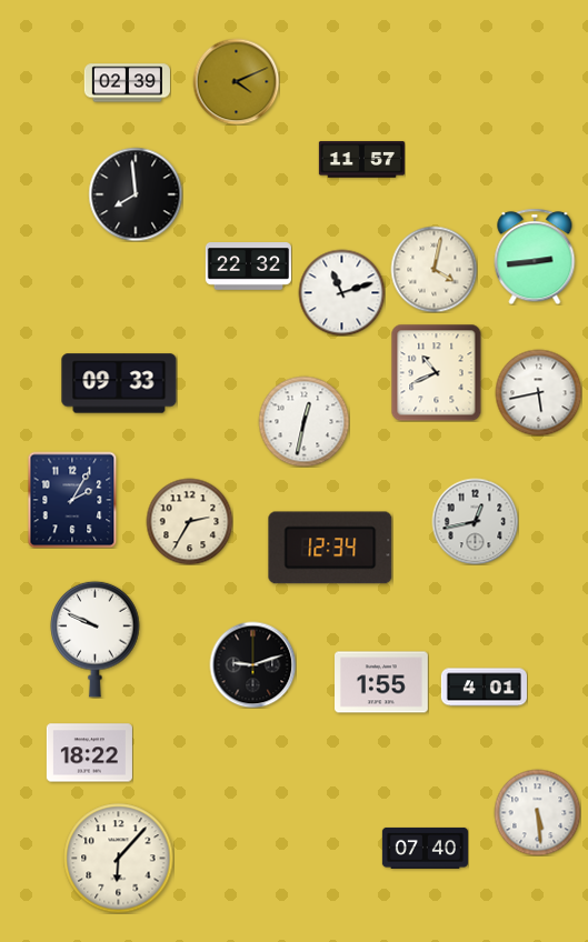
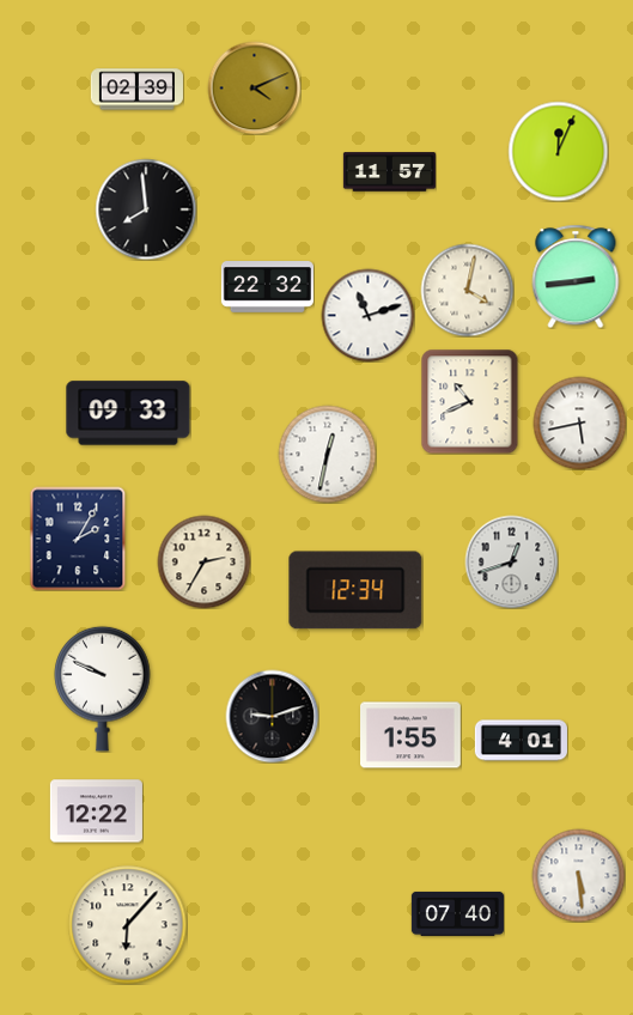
clock at (558, 151): none -> 12:04
clock at (475, 521): 12:43 -> 12:42
clock at (89, 753): 18:22 -> 12:22
